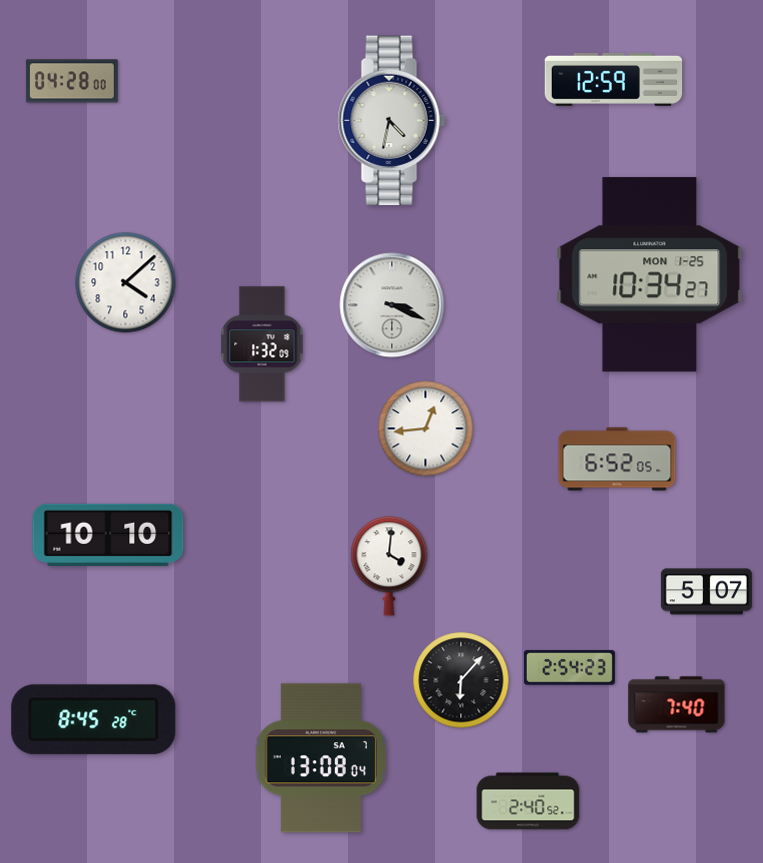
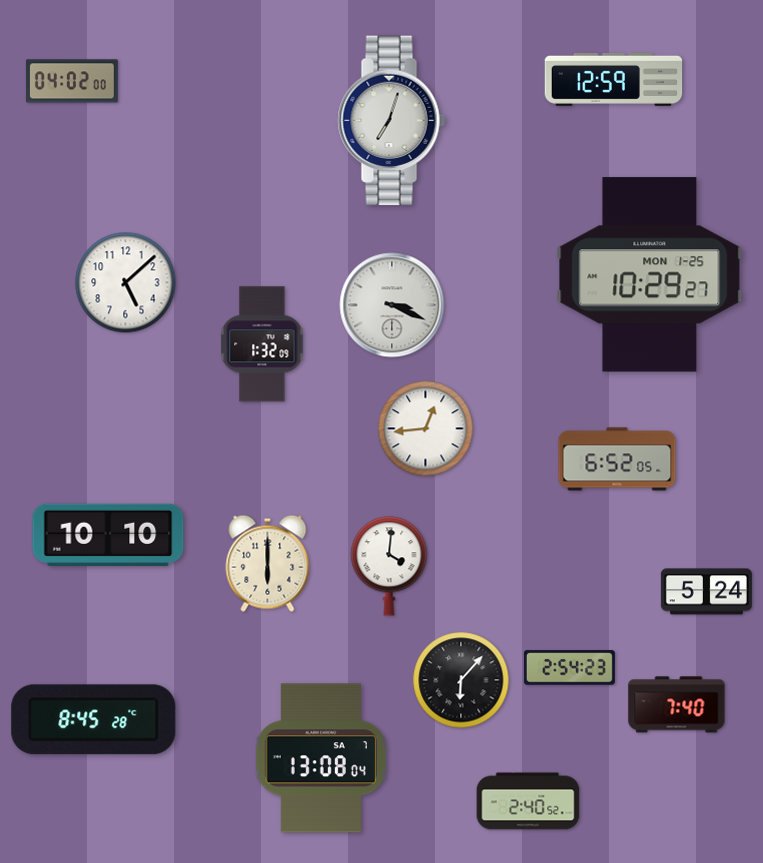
clock at (72, 81): 04:28 -> 04:02
clock at (391, 121): 4:32 -> 7:03
clock at (650, 275): 10:34 -> 10:29
clock at (126, 283): 4:08 -> 5:08
clock at (268, 563): none -> 6:00
clock at (706, 592): 5:07 -> 5:24
